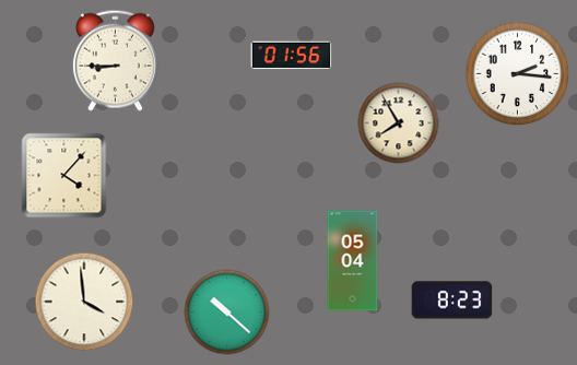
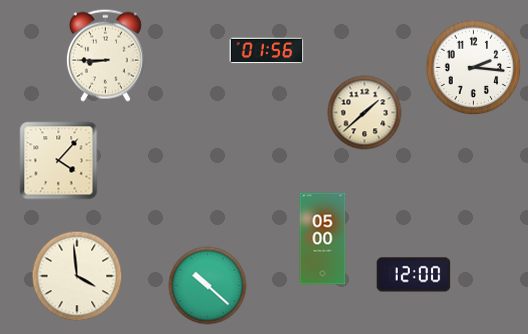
clock at (399, 123): 7:55 -> 1:38
clock at (353, 261): 05:04 -> 05:00
clock at (452, 301): 8:23 -> 12:00
